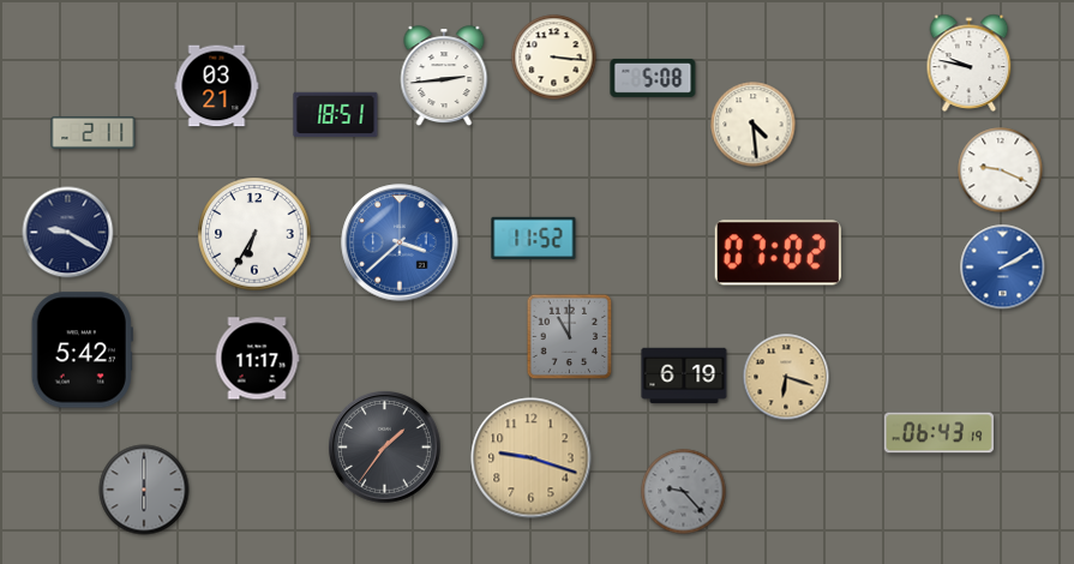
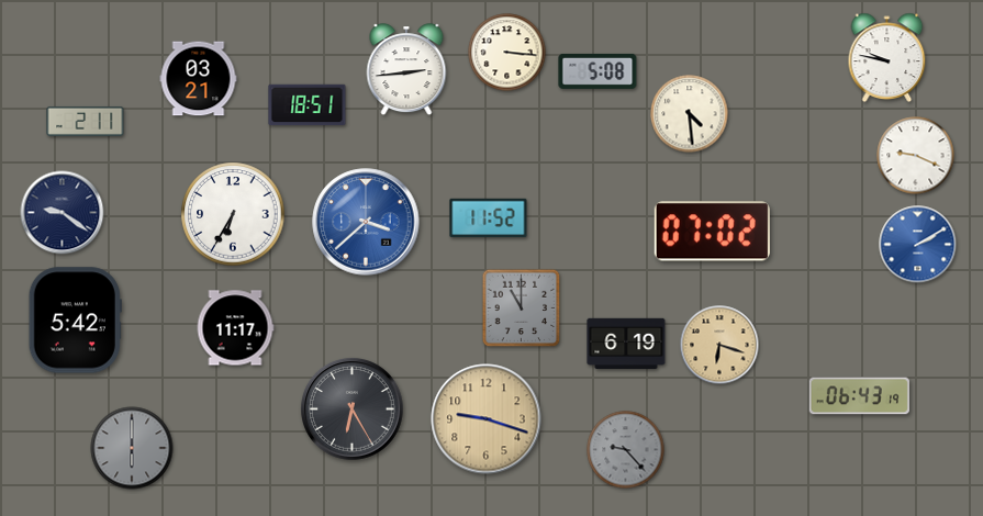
clock at (68, 233): 9:20 -> 9:21
clock at (385, 448): 1:36 -> 6:25
